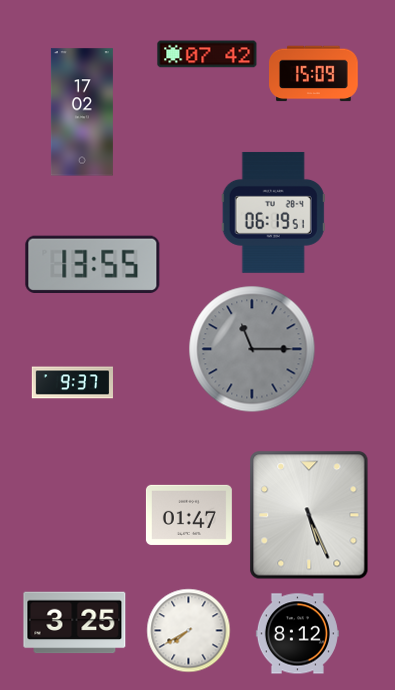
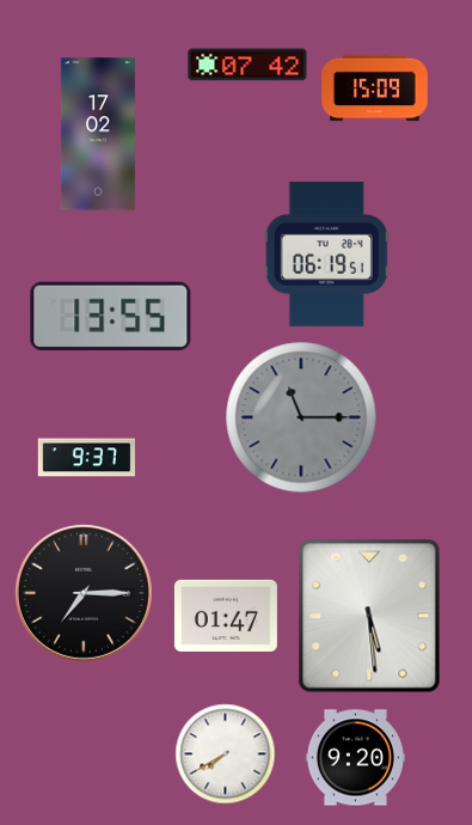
clock at (84, 593): none -> 7:15
clock at (309, 515): 5:26 -> 5:29
clock at (75, 623): 3:25 -> none
clock at (297, 634): 8:12 -> 9:20
